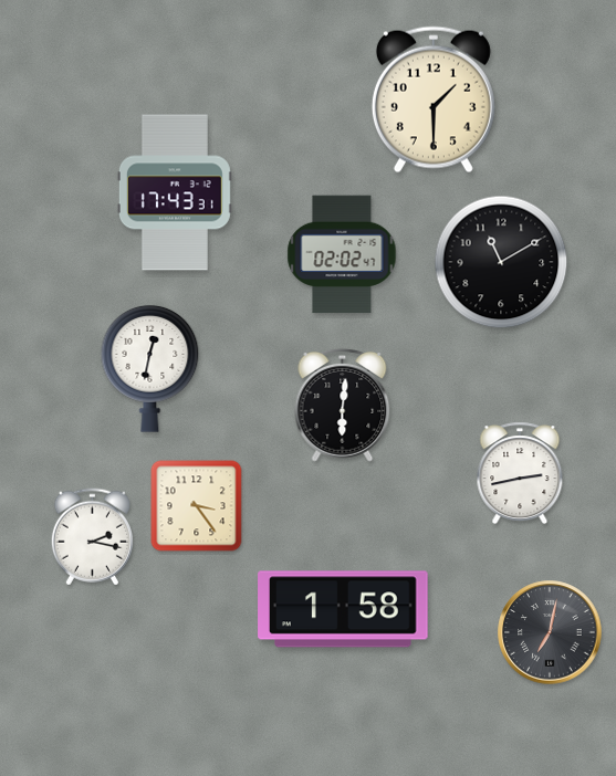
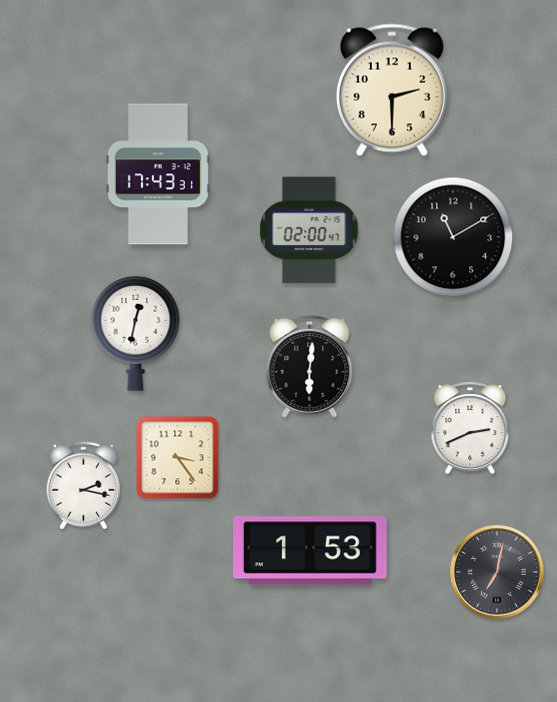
clock at (434, 99): 1:30 -> 2:30
clock at (342, 254): 02:02 -> 02:00
clock at (520, 473): 2:43 -> 2:41
clock at (343, 609): 1:58 -> 1:53
